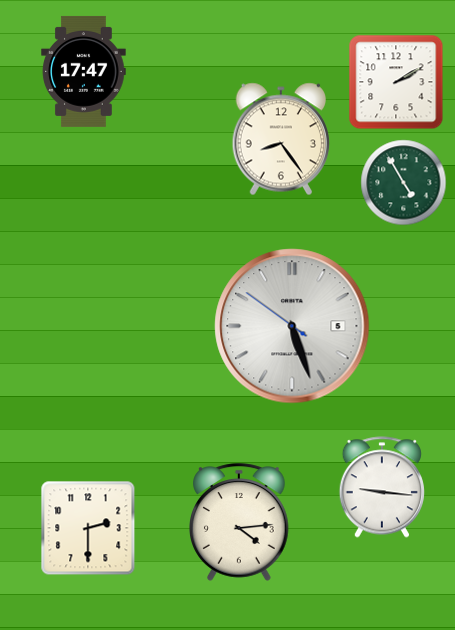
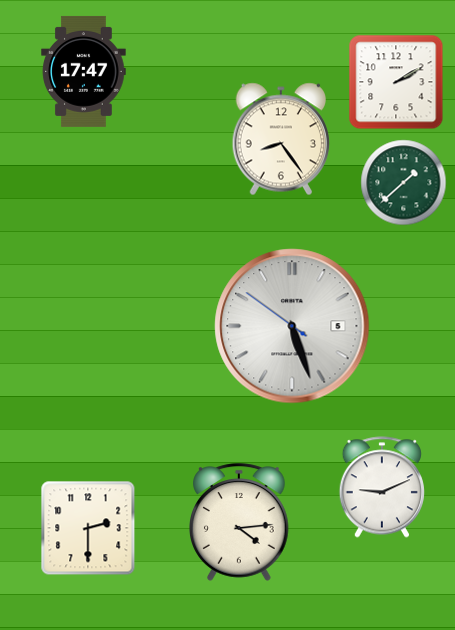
clock at (404, 183): 4:55 -> 1:38
clock at (381, 487): 9:16 -> 9:11
